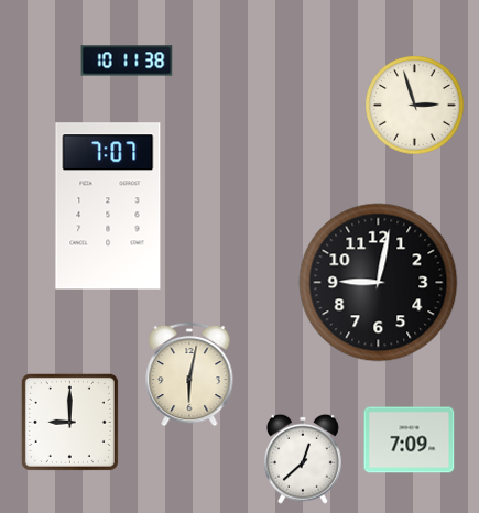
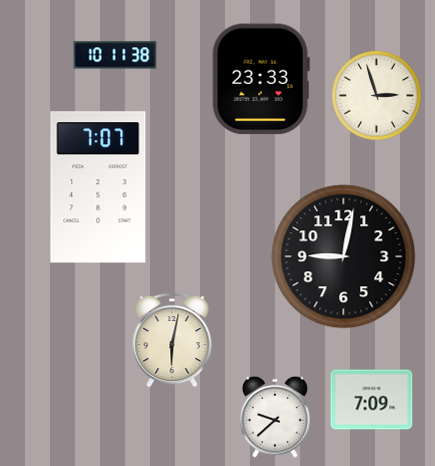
clock at (261, 79): none -> 23:33
clock at (69, 422): 9:00 -> none
clock at (303, 459): 12:38 -> 9:38
